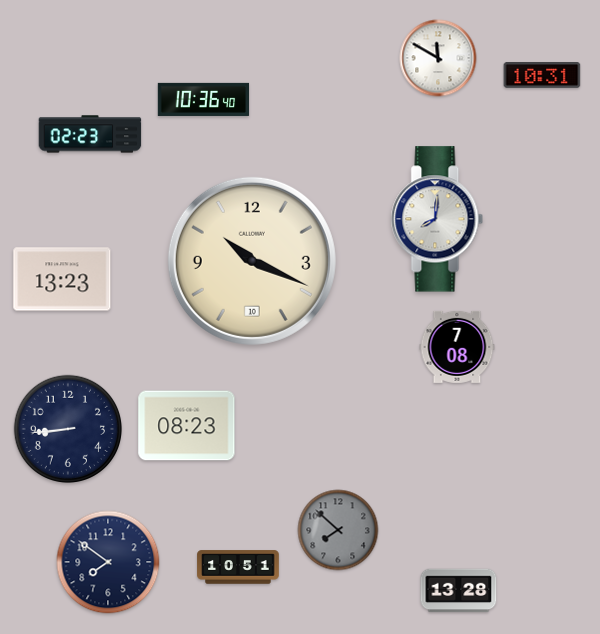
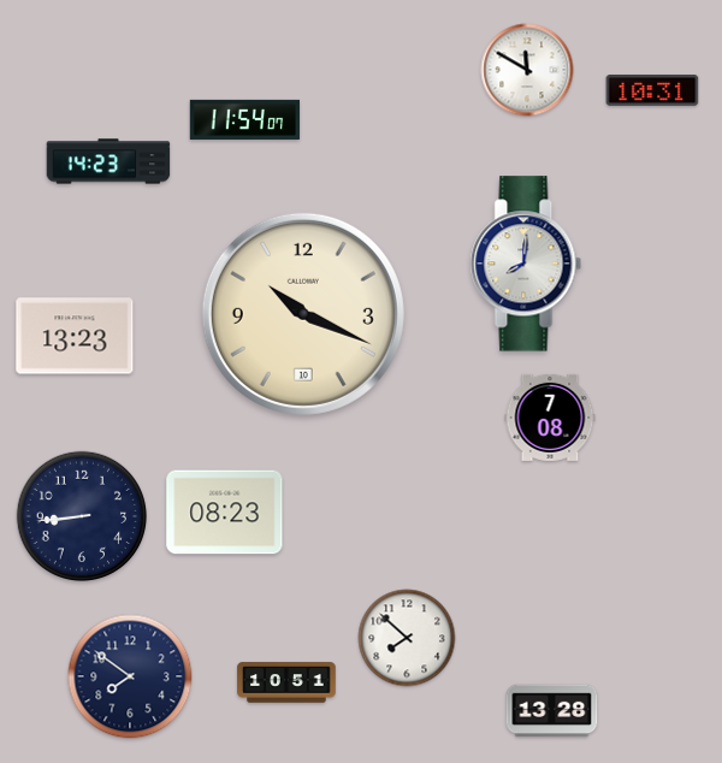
clock at (204, 99): 10:36 -> 11:54
clock at (90, 134): 02:23 -> 14:23
clock at (338, 530) dial: grey -> white
